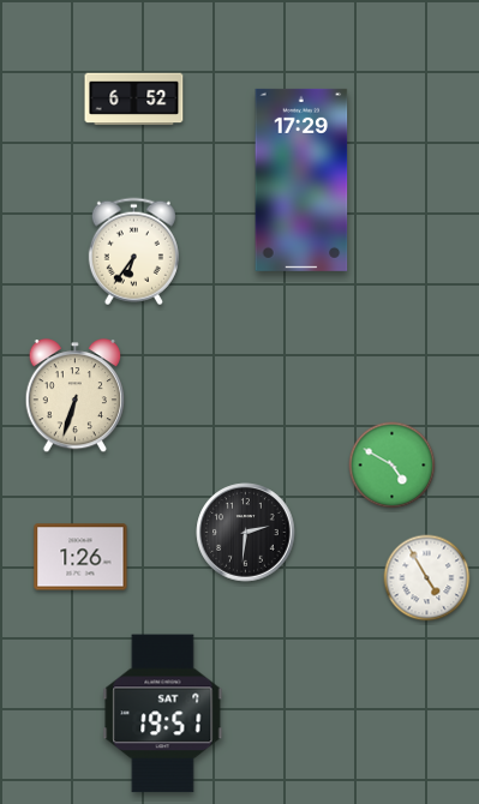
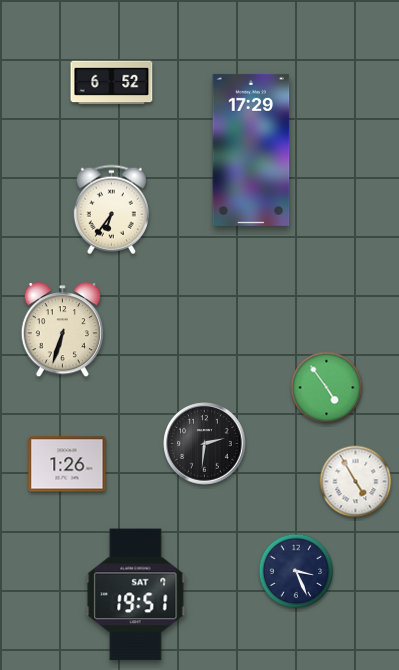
clock at (393, 466): 4:50 -> 4:54
clock at (296, 571): none -> 3:26
